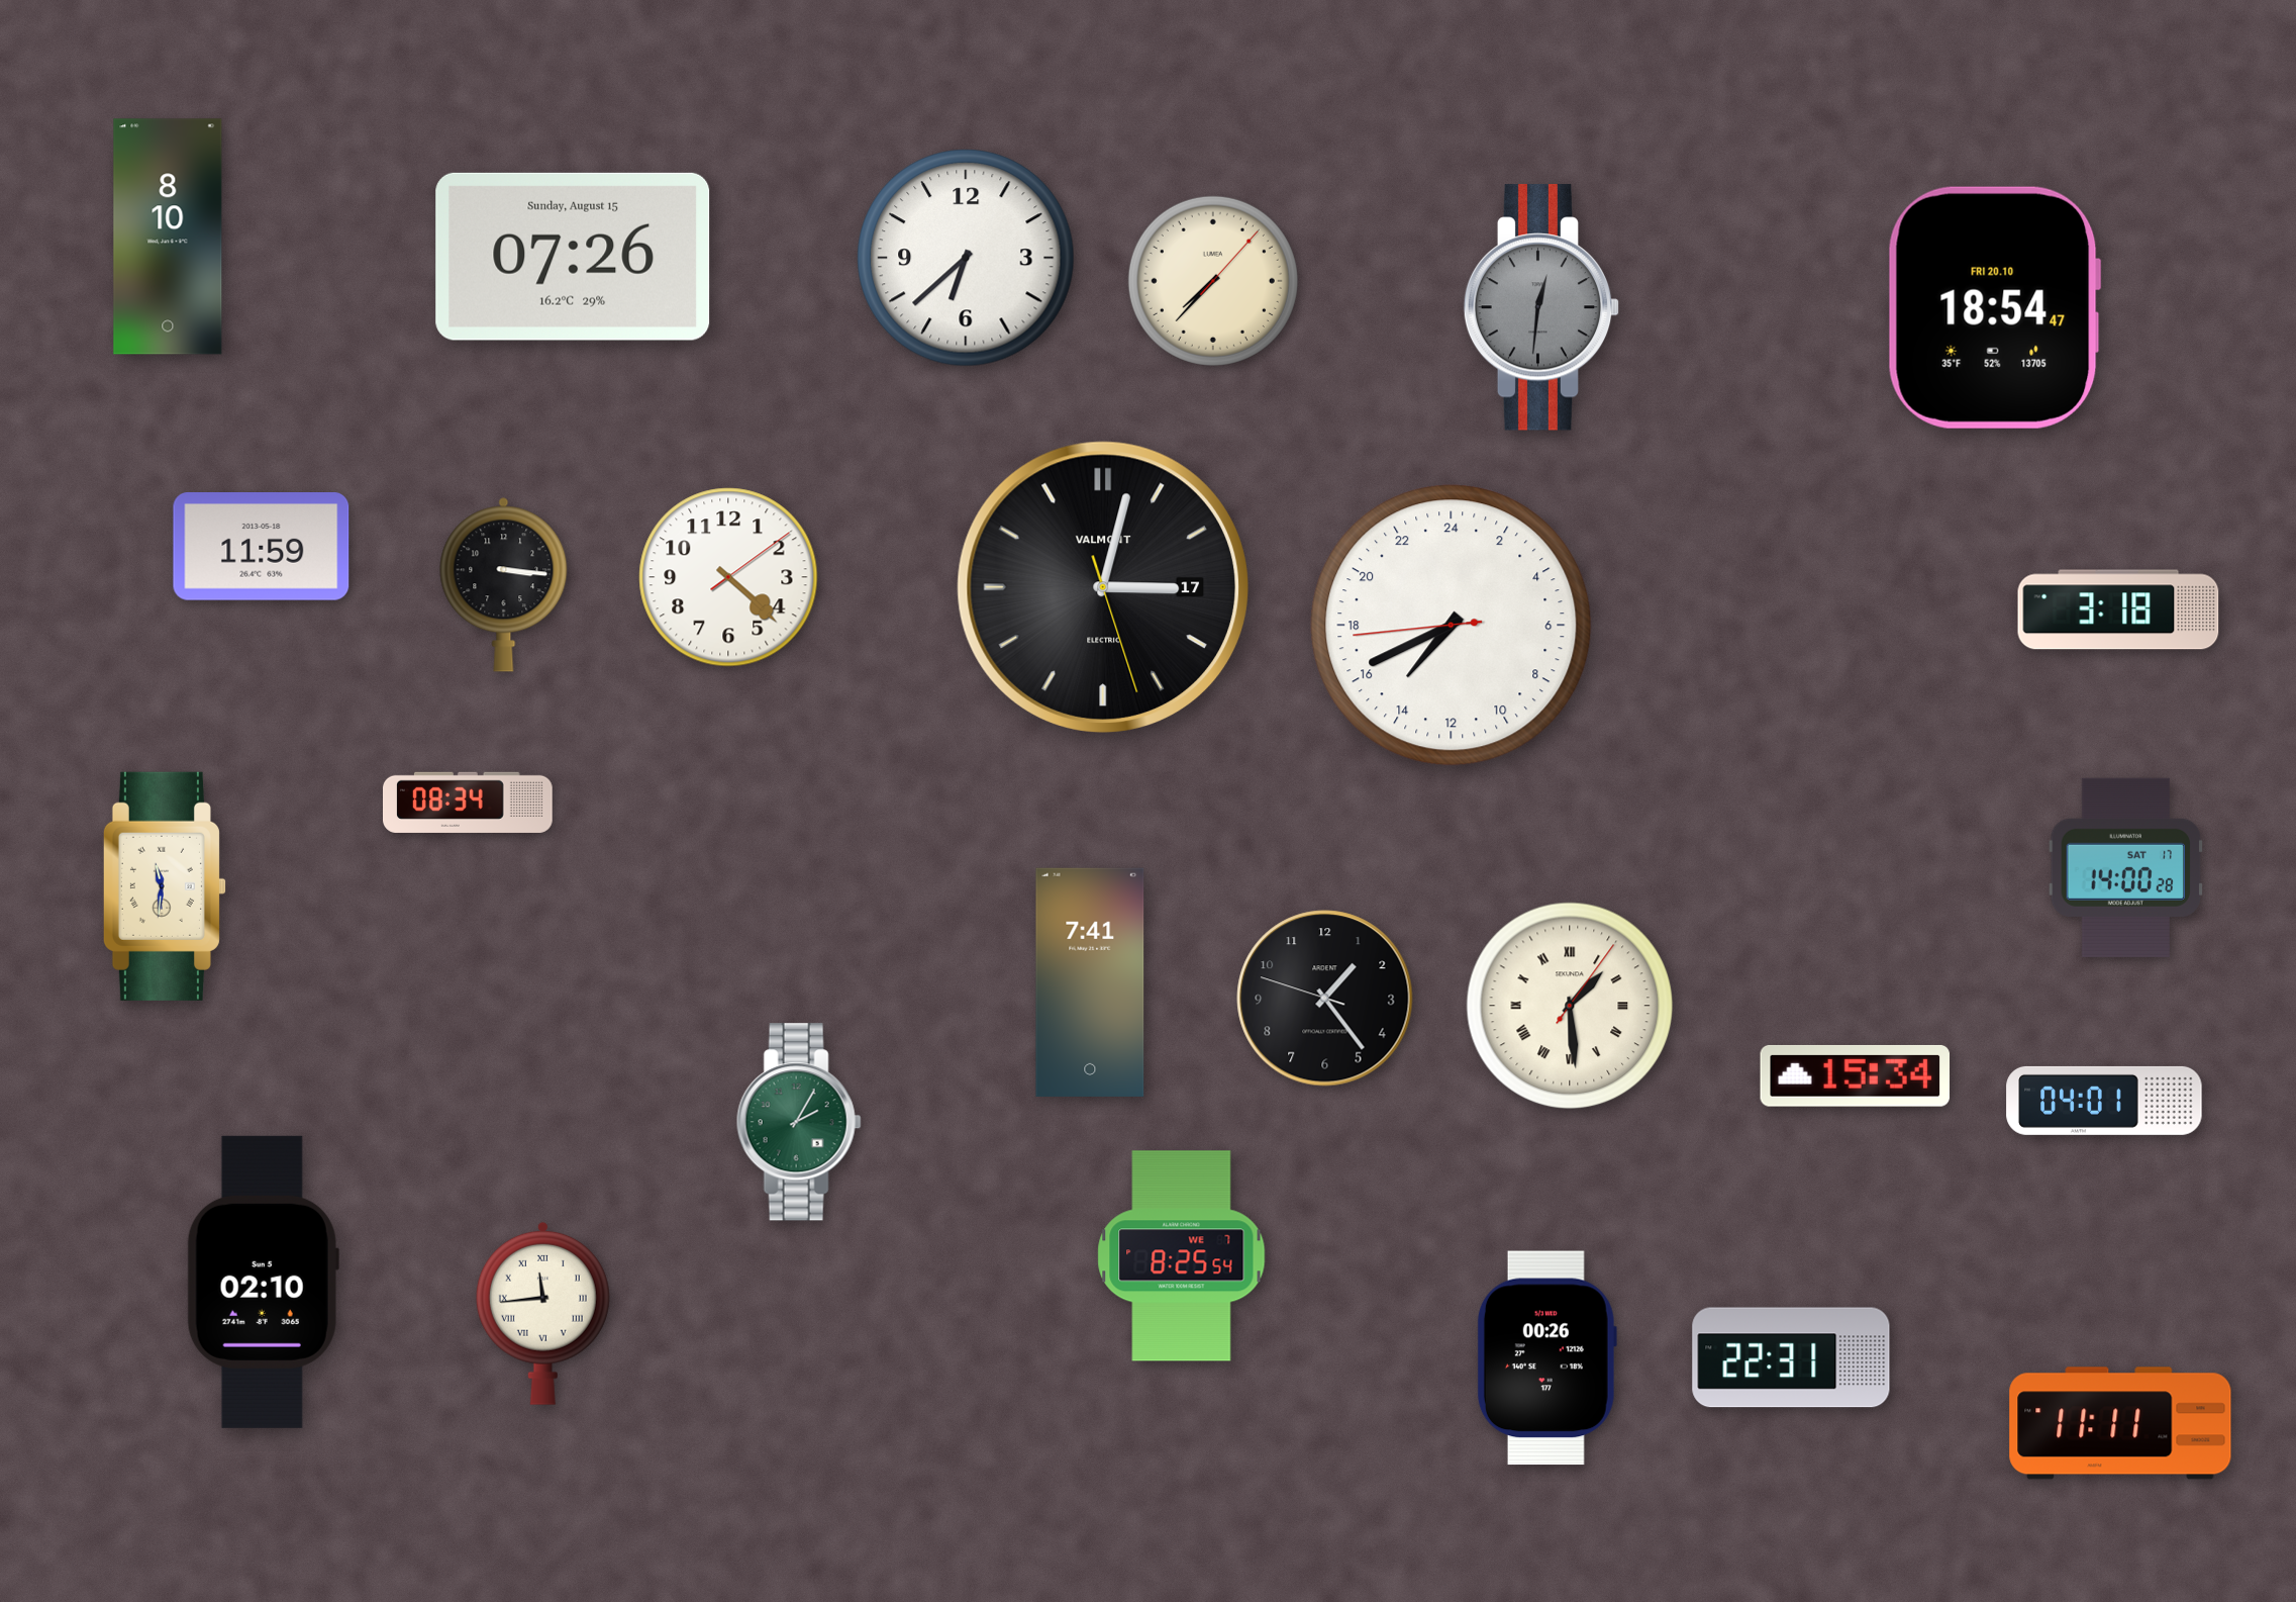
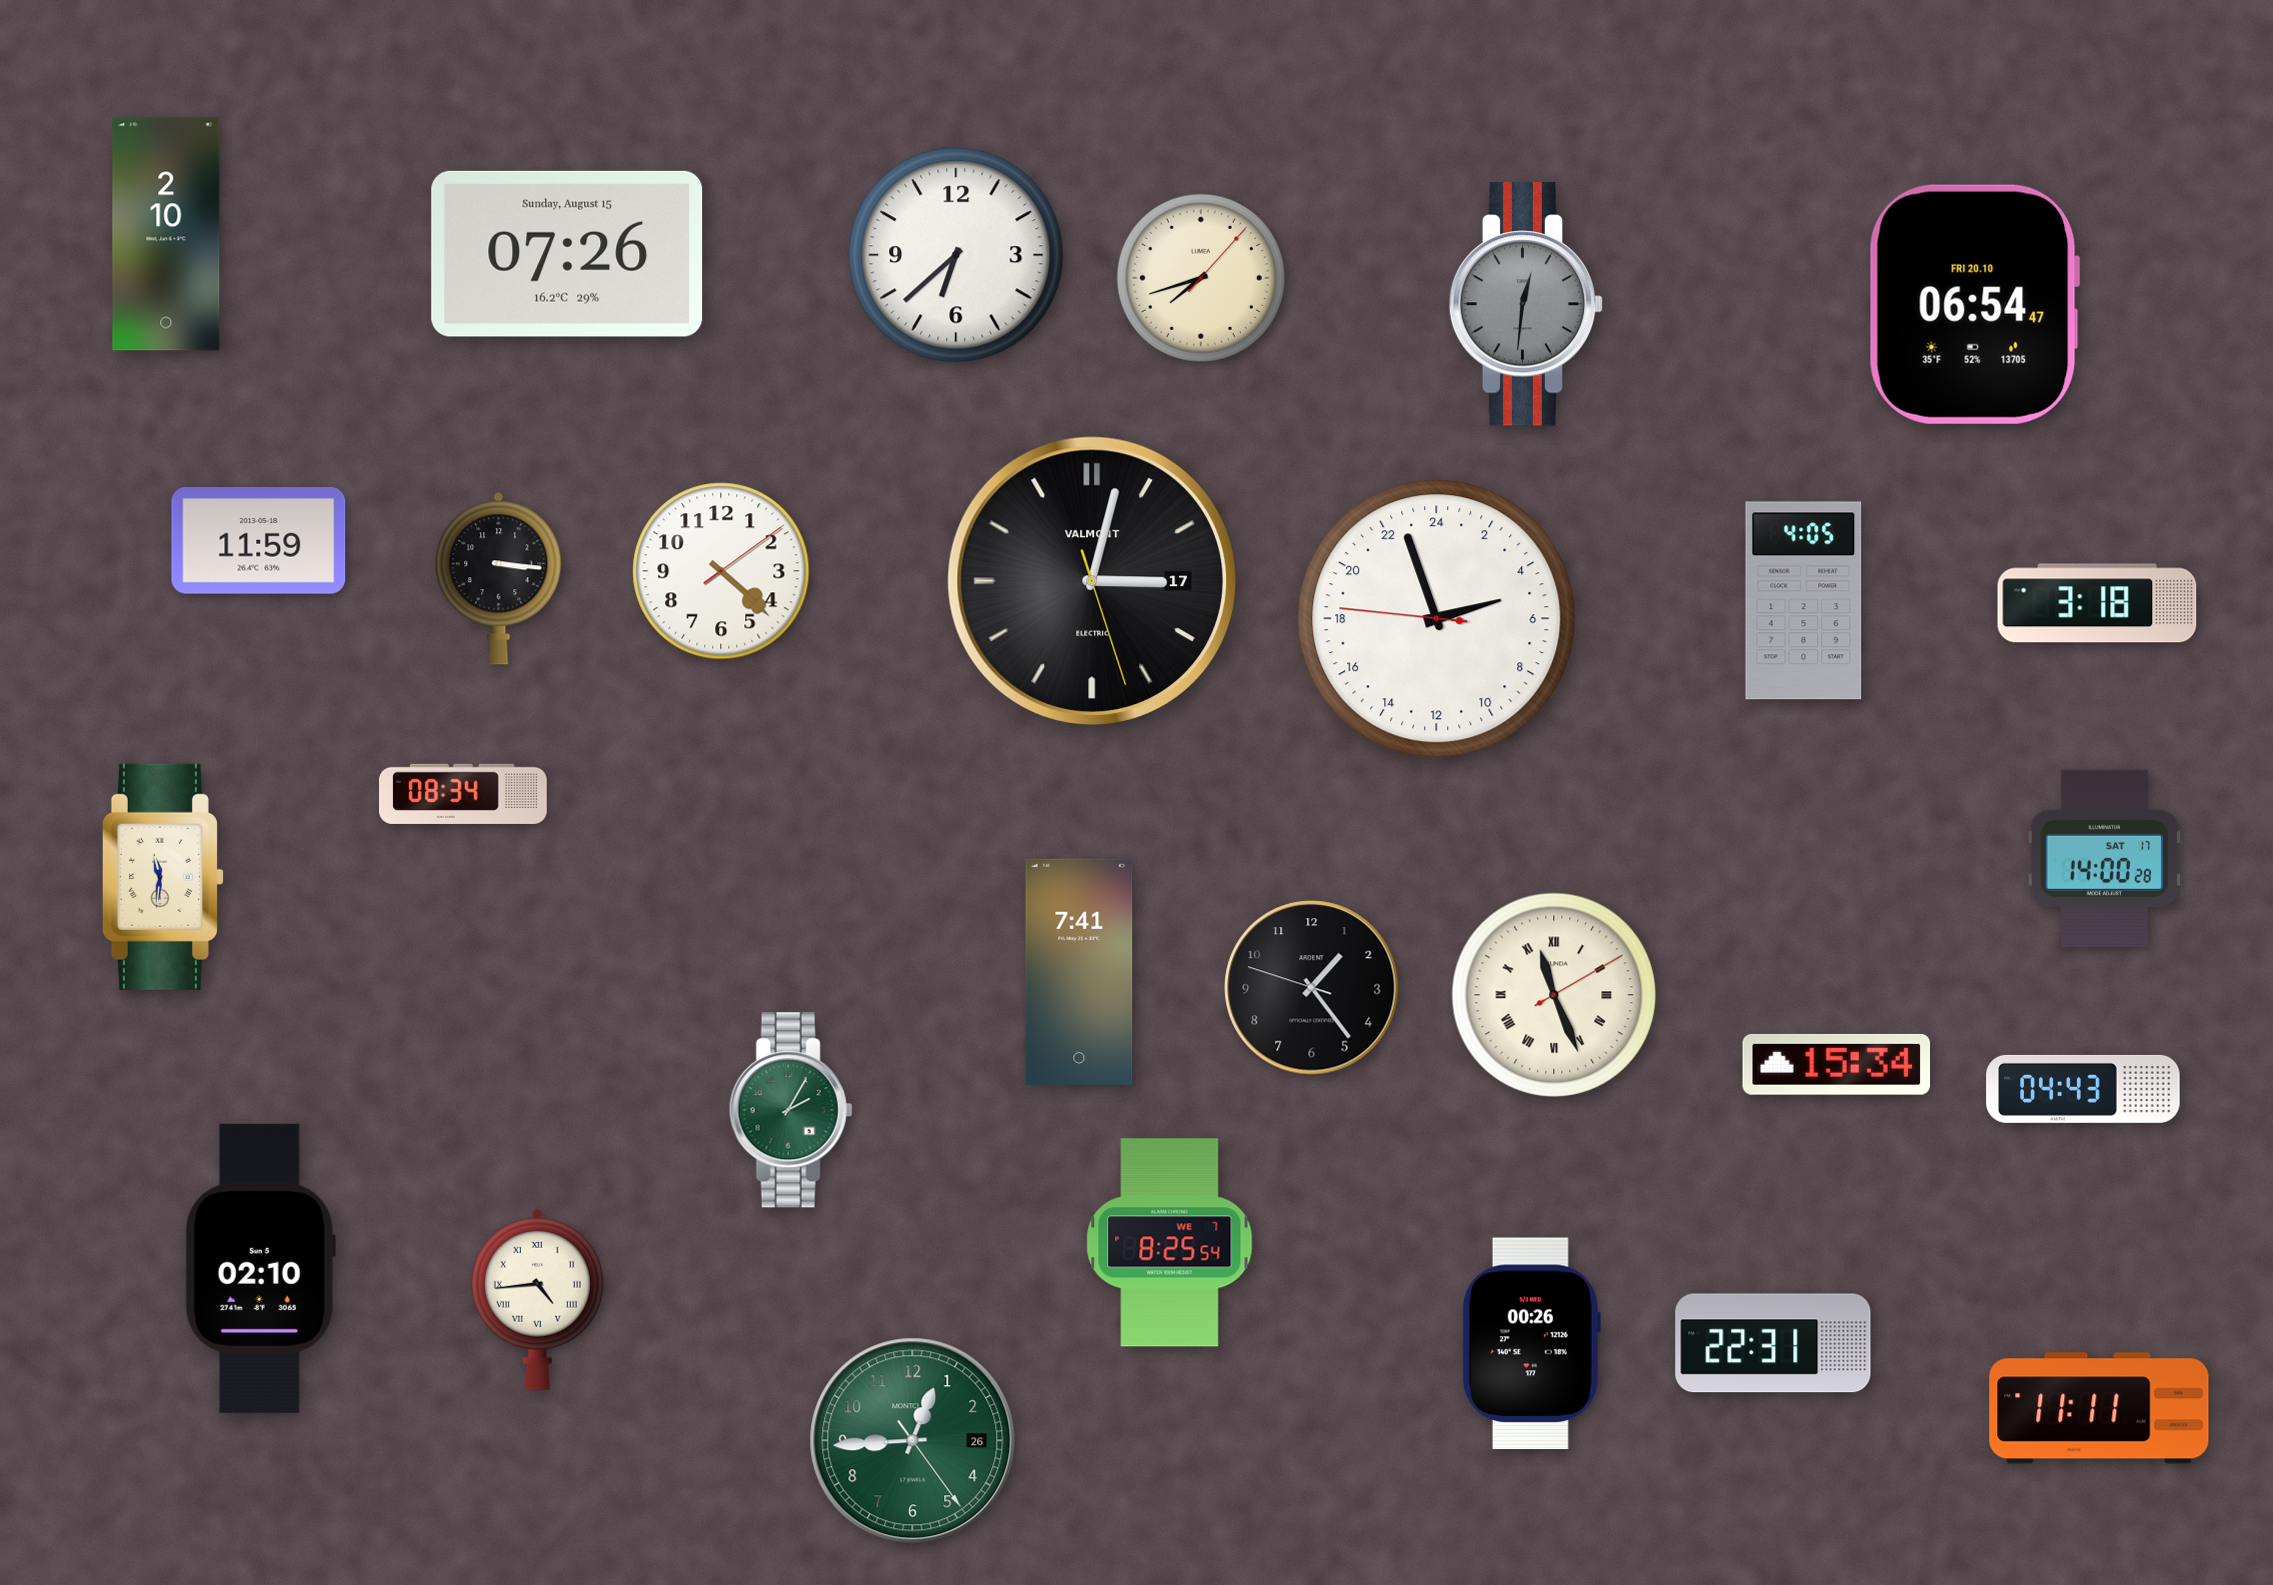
clock at (168, 237): 8:10 -> 2:10
clock at (1213, 281): 7:37 -> 7:42
clock at (1994, 307): 18:54 -> 06:54
clock at (1804, 601): none -> 4:05
clock at (1452, 626): 14:40 -> 4:56
clock at (1570, 1006): 1:29 -> 11:26
clock at (2104, 1101): 04:01 -> 04:43
clock at (542, 1313): 11:44 -> 4:44
clock at (913, 1441): none -> 12:44
